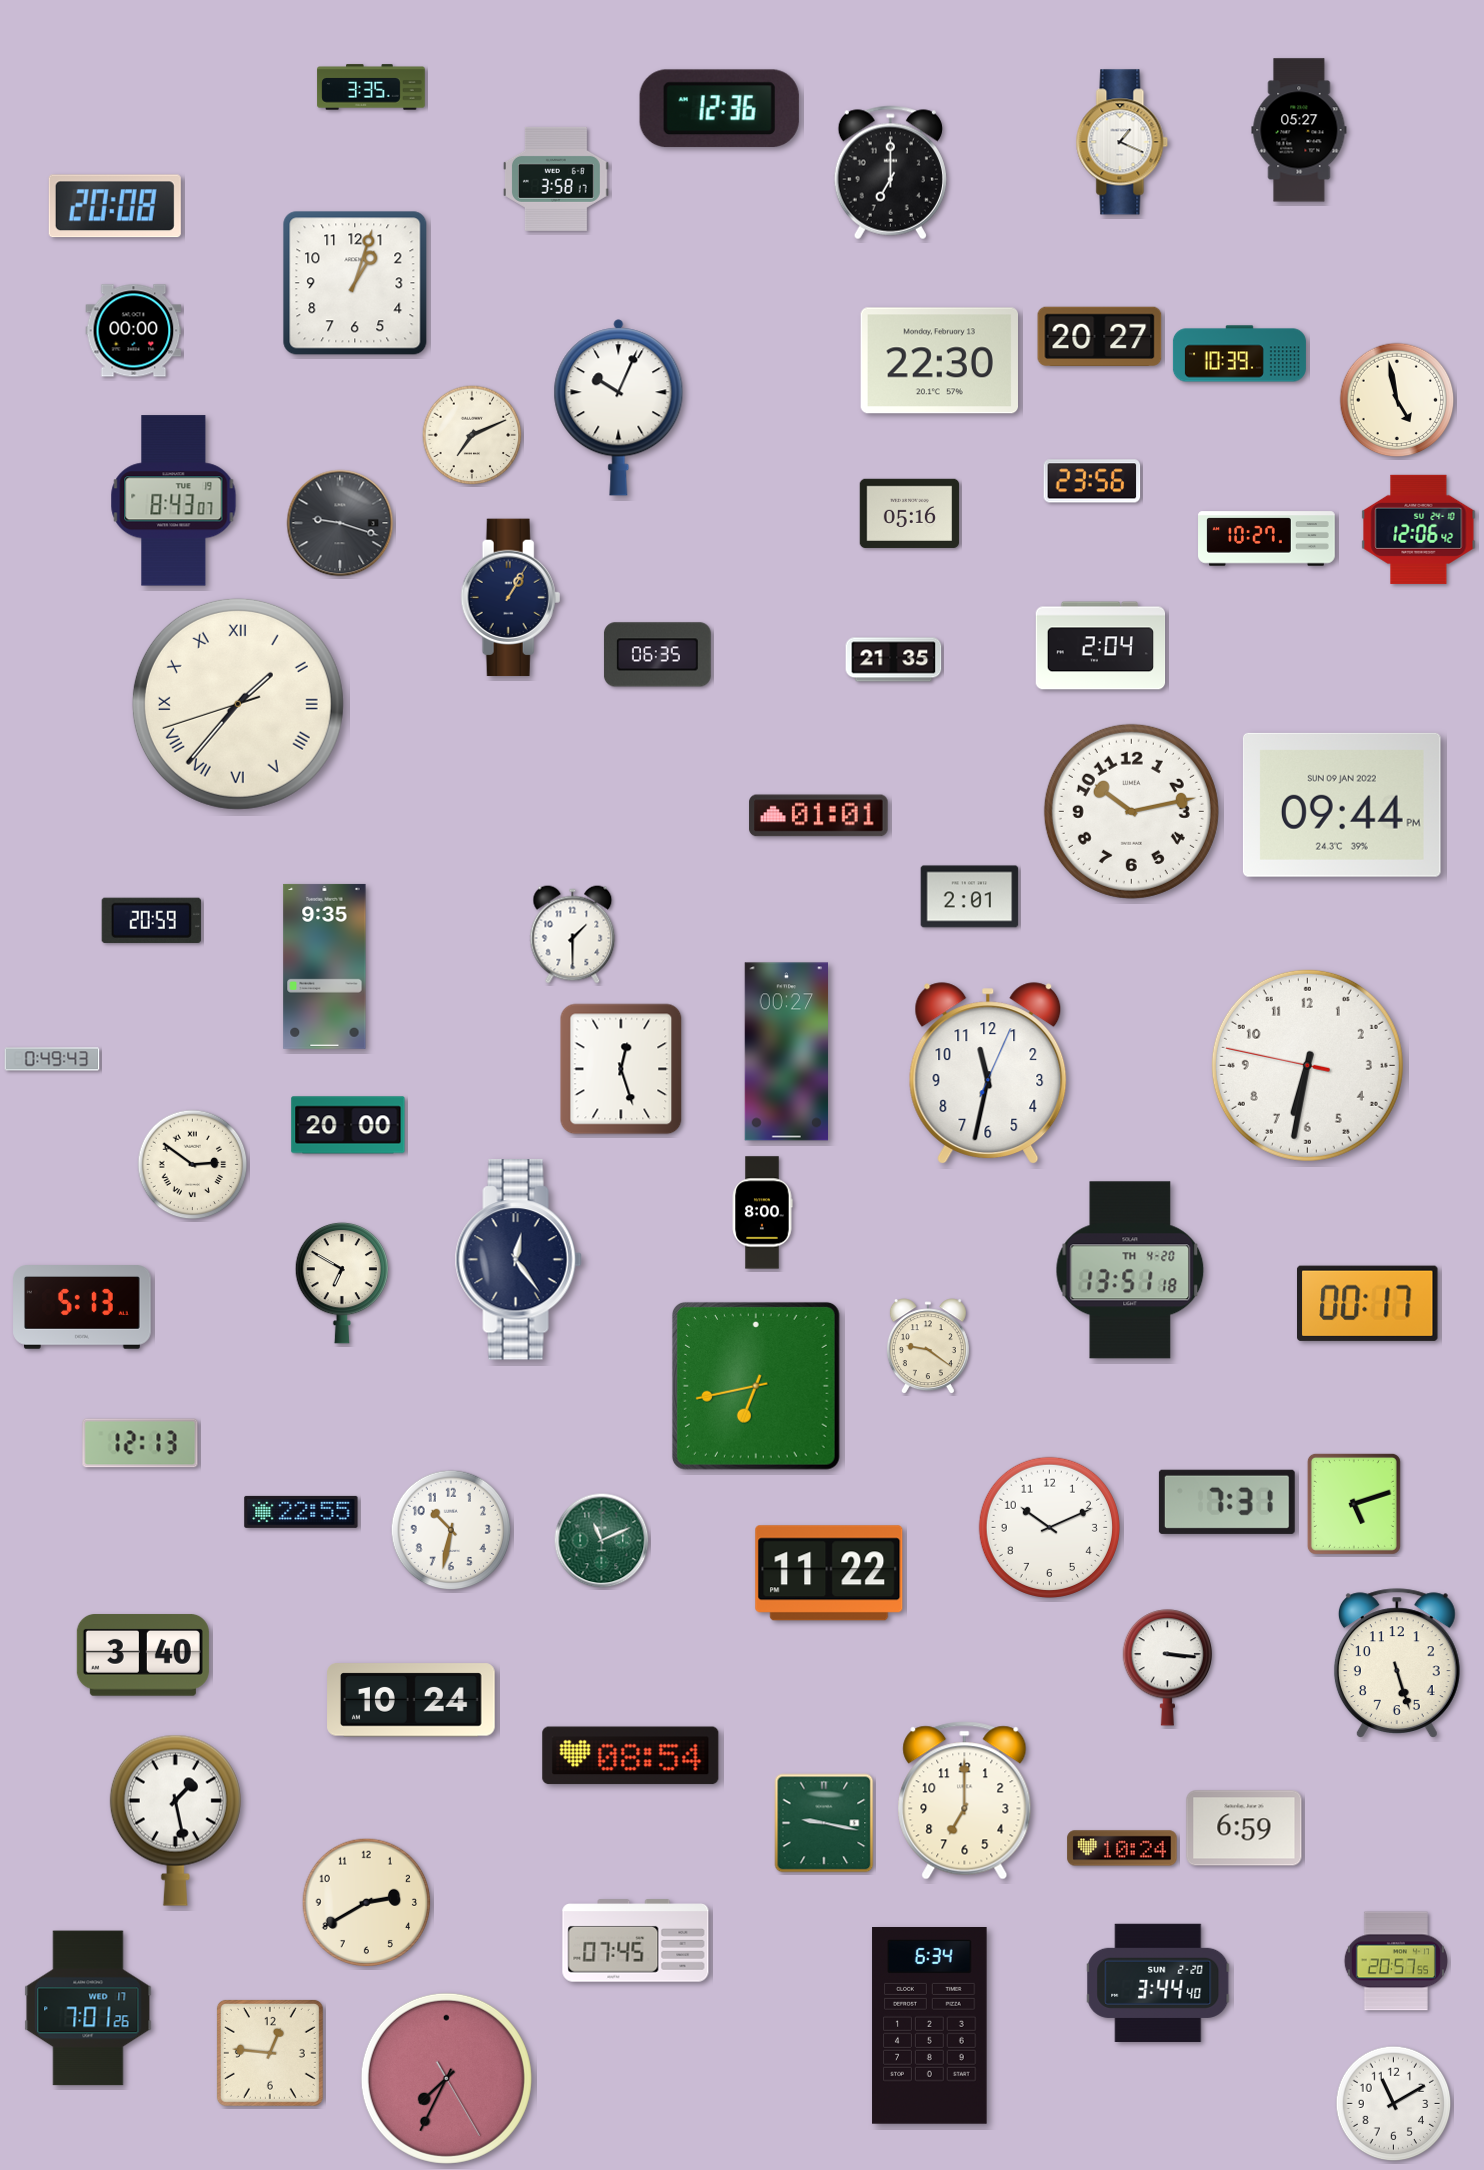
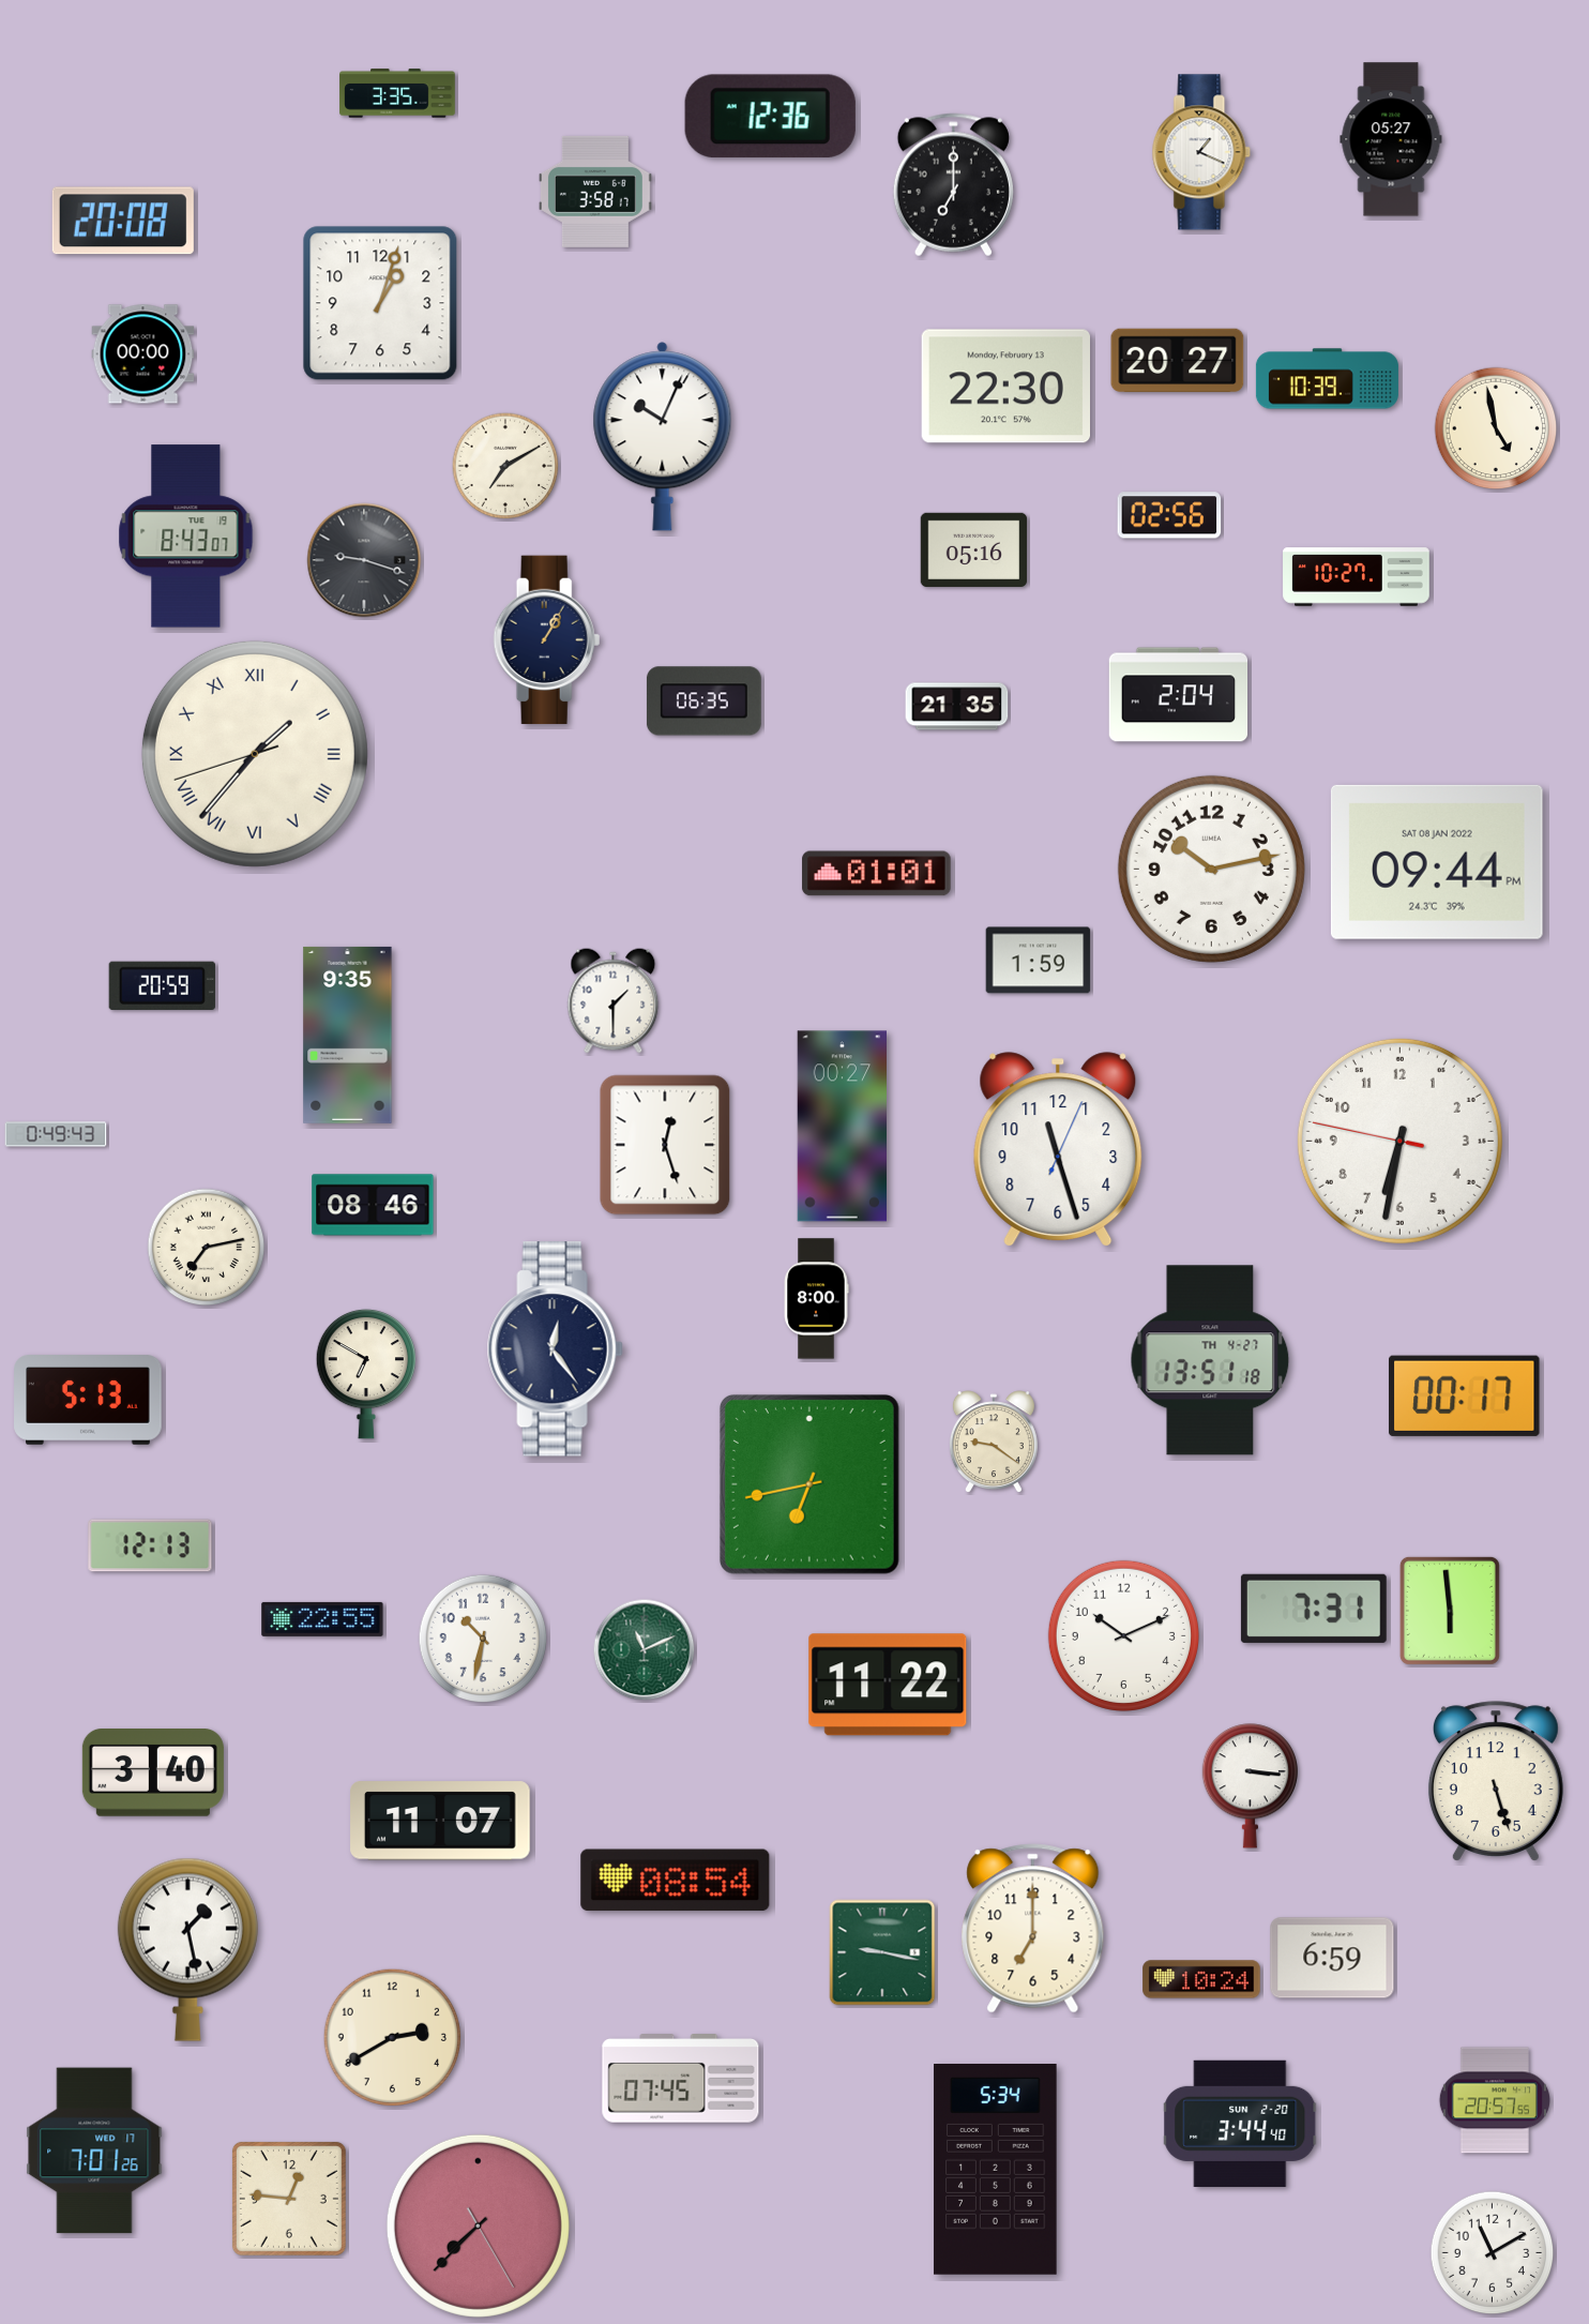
clock at (472, 435): 7:11 -> 7:10
clock at (1092, 481): 23:56 -> 02:56
clock at (1419, 529): 12:06 -> none
clock at (1101, 646) position: (1101, 646) -> (1179, 695)
clock at (1342, 805) date: SUN 09 JAN 2022 -> SAT 08 JAN 2022
clock at (970, 897): 2:01 -> 1:59
clock at (988, 1073): 11:32 -> 11:27
clock at (348, 1125): 20:00 -> 08:46
clock at (193, 1165): 2:51 -> 7:13
clock at (1130, 1270) date: TH 4-20 -> TH 4-27
clock at (1354, 1504): 5:12 -> 5:59
clock at (411, 1700): 10:24 -> 11:07
clock at (930, 2026): 6:34 -> 5:34
clock at (446, 2078): 7:34 -> 7:37
